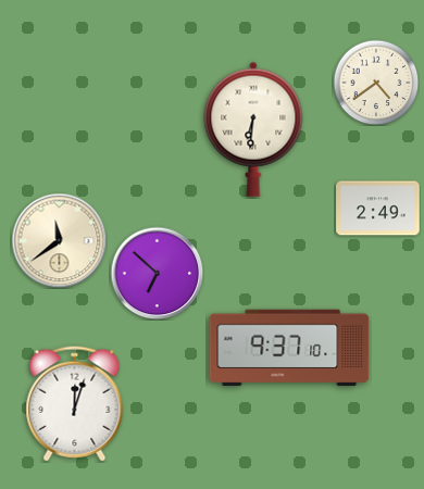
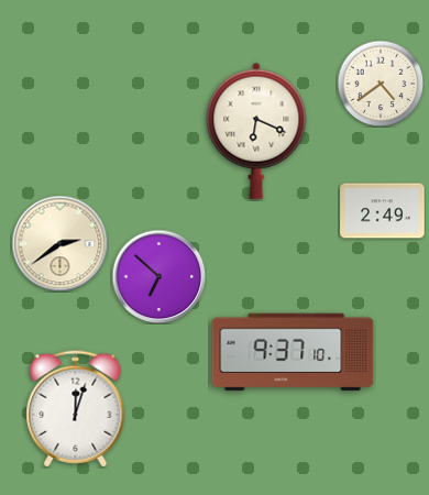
clock at (253, 129): 6:31 -> 6:19
clock at (59, 240): 11:39 -> 2:39
